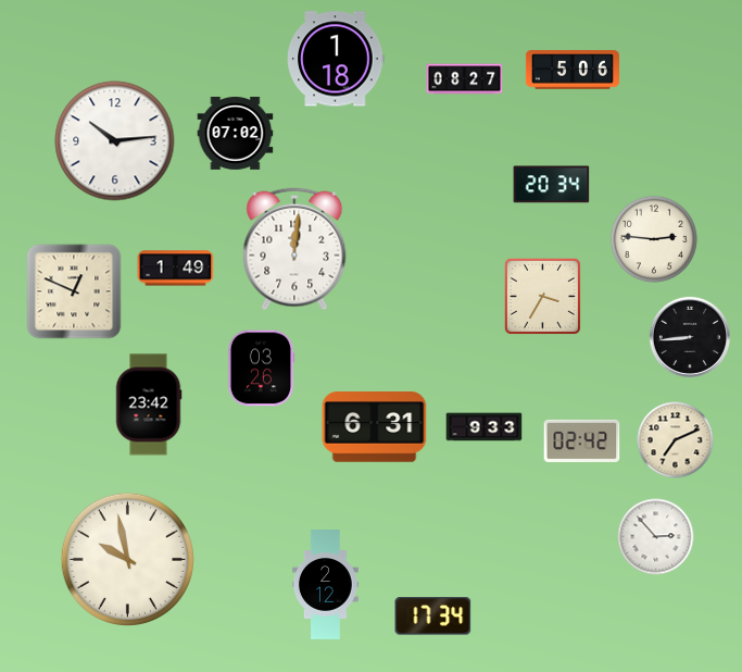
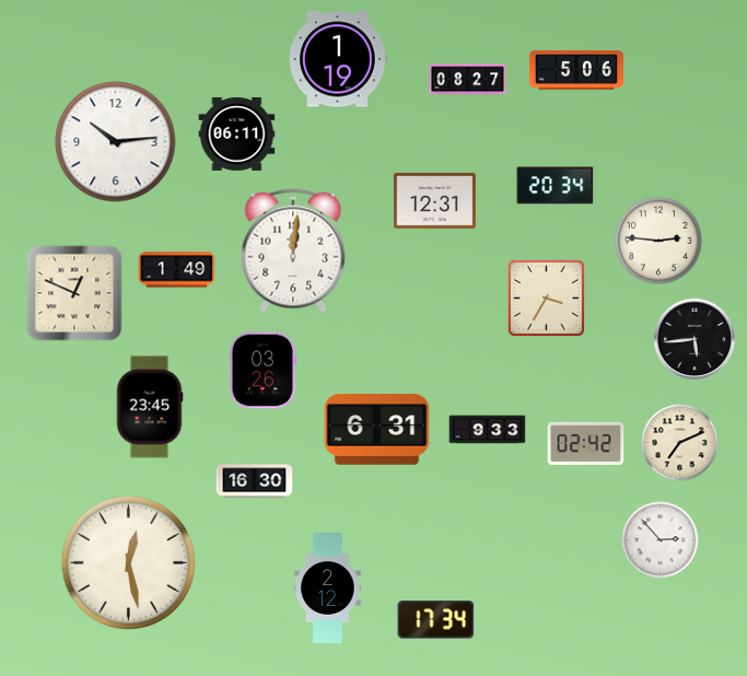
clock at (336, 59): 1:18 -> 1:19
clock at (236, 133): 07:02 -> 06:11
clock at (435, 201): none -> 12:31
clock at (294, 249) position: (294, 249) -> (293, 250)
clock at (689, 336): 8:44 -> 5:44
clock at (149, 405): 23:42 -> 23:45
clock at (255, 481): none -> 16:30
clock at (127, 559): 9:58 -> 12:28
